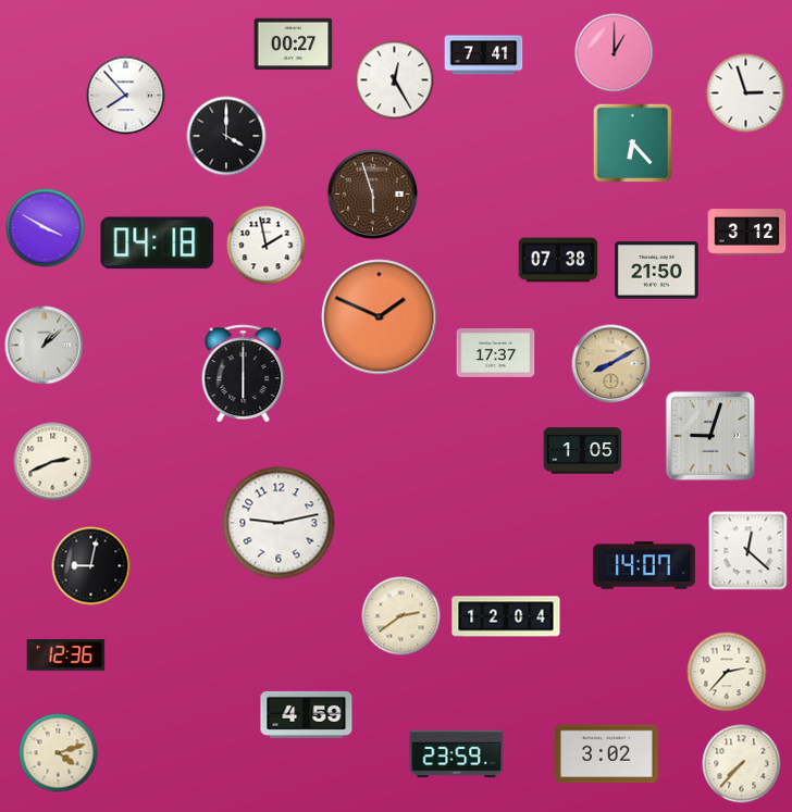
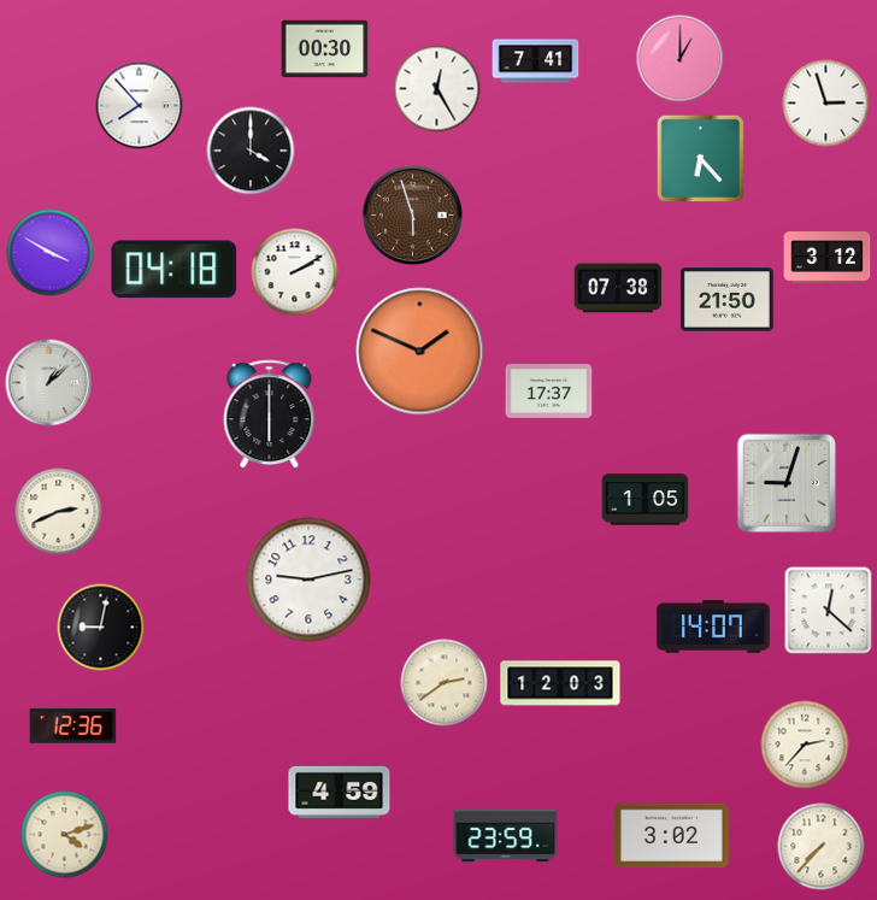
clock at (294, 45): 00:27 -> 00:30
clock at (267, 246): 1:58 -> 2:10
clock at (611, 364): 8:10 -> none
clock at (506, 616): 12:04 -> 12:03
